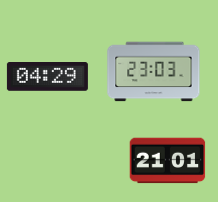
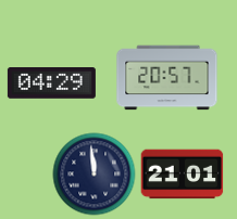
clock at (154, 72): 23:03 -> 20:57
clock at (95, 175): none -> 11:59
